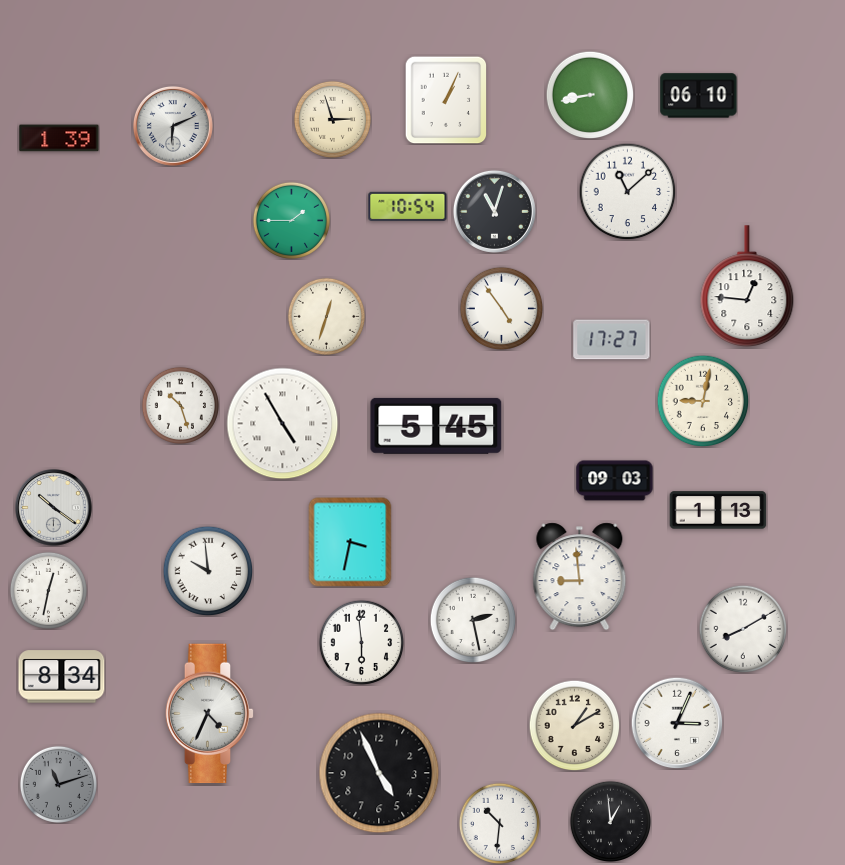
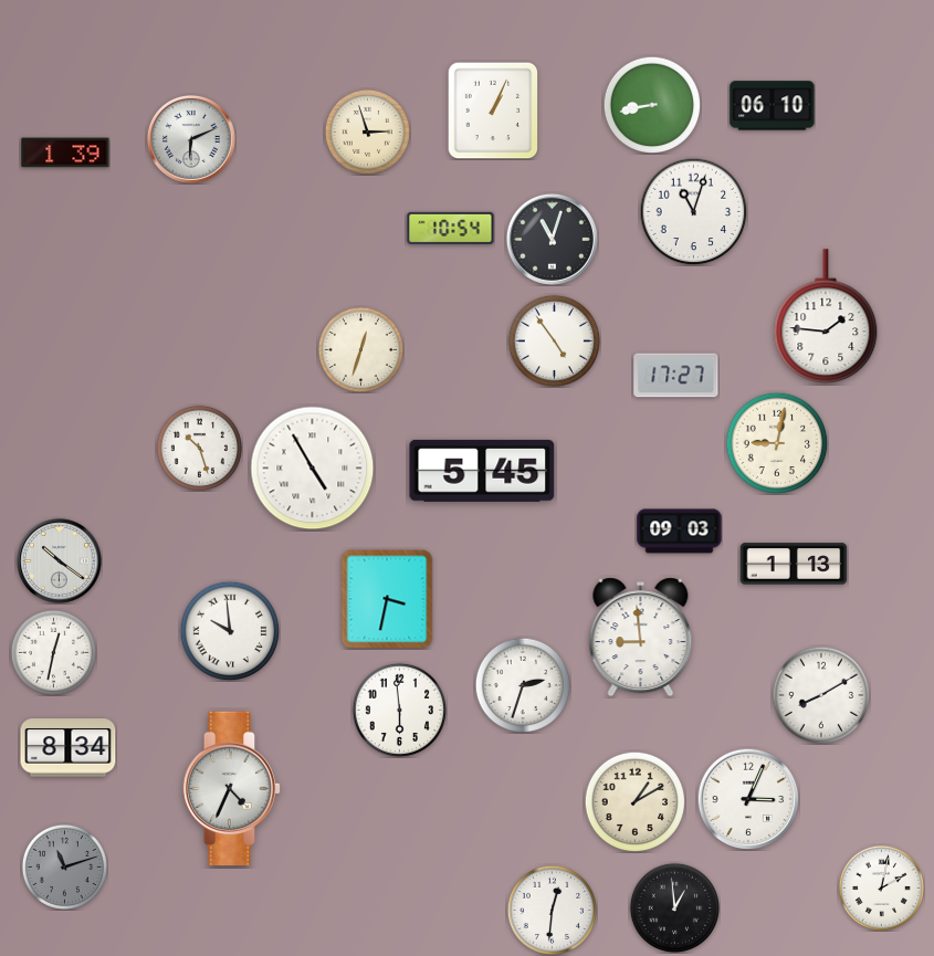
clock at (627, 191): 11:08 -> 11:03
clock at (494, 211) position: (494, 211) -> (552, 239)
clock at (291, 220): 1:45 -> none
clock at (747, 287): 12:46 -> 1:46
clock at (473, 620): 2:28 -> 2:33
clock at (379, 773): 4:56 -> none
clock at (881, 887): none -> 2:02
clock at (499, 823): 10:31 -> 12:31
